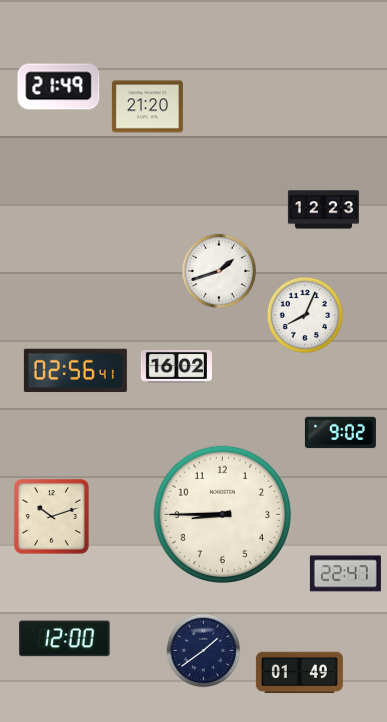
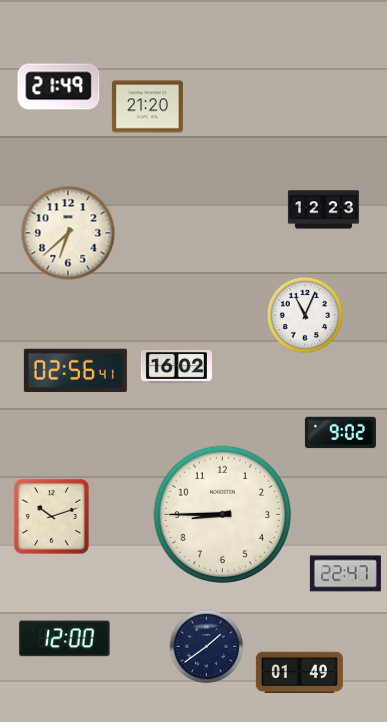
clock at (68, 233): none -> 6:38
clock at (219, 271): 1:42 -> none
clock at (304, 314): 8:04 -> 11:04
clock at (204, 651) position: (204, 651) -> (207, 647)
